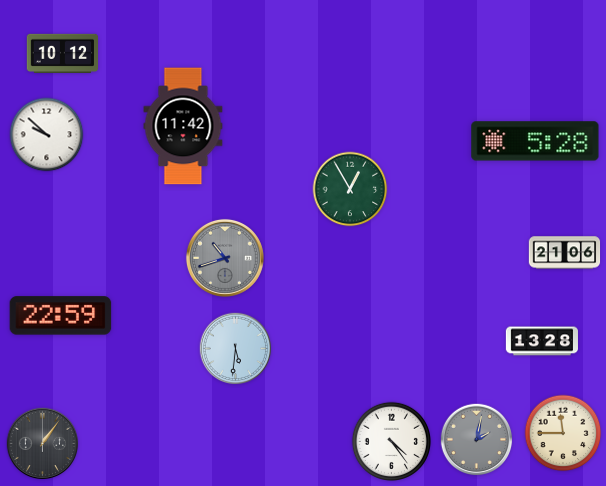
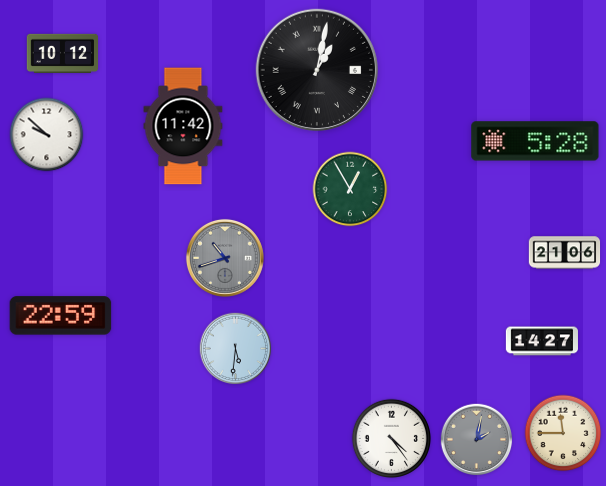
clock at (316, 69): none -> 1:02
clock at (542, 341): 13:28 -> 14:27
clock at (391, 441) position: (391, 441) -> (391, 438)
clock at (43, 444): 1:06 -> none
